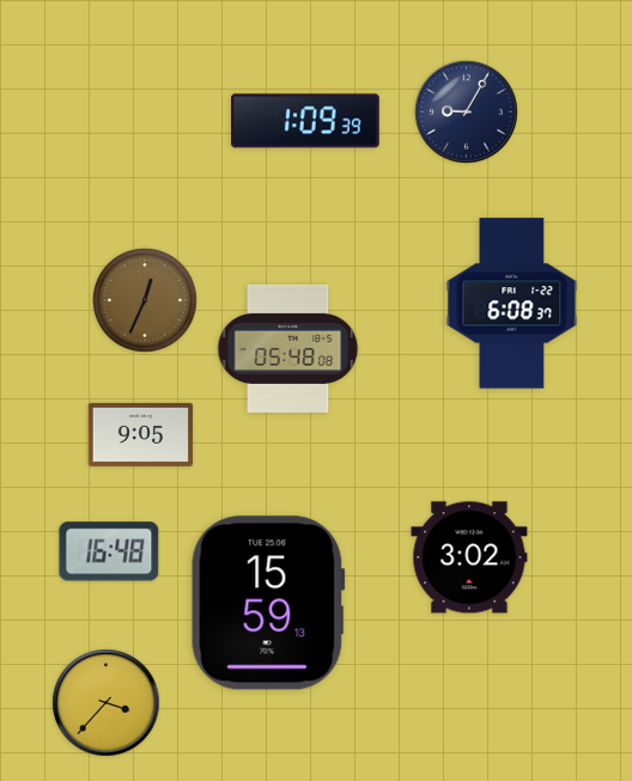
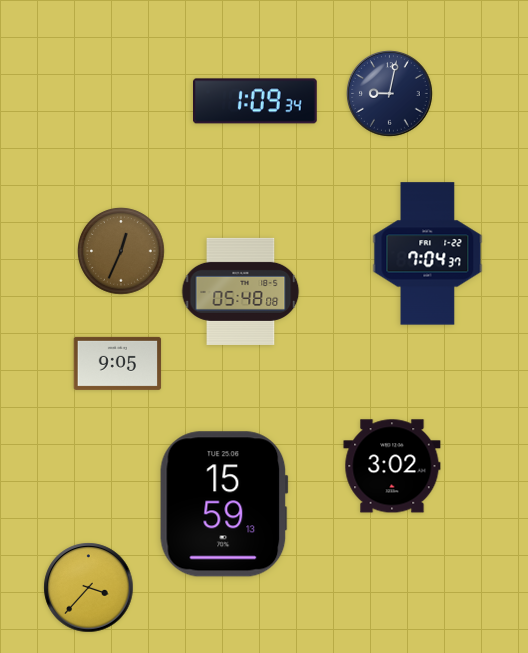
clock at (467, 112): 9:05 -> 9:02
clock at (306, 121): 1:09:39 -> 1:09:34
clock at (512, 304): 6:08 -> 7:04
clock at (109, 551): 16:48 -> none
